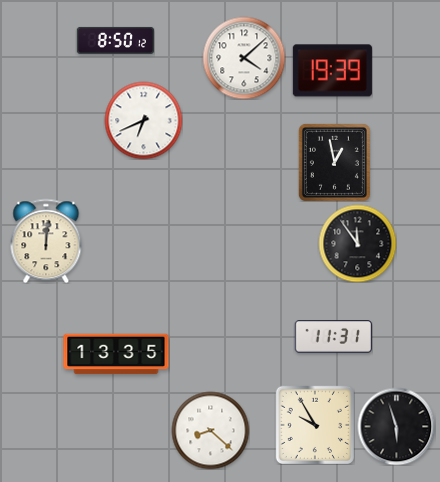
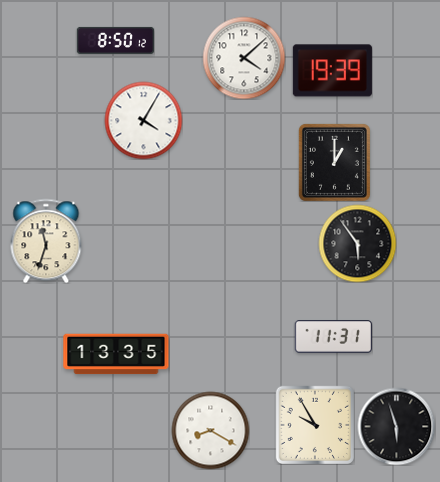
clock at (143, 120): 6:41 -> 4:05
clock at (334, 162): 12:58 -> 1:00
clock at (46, 241): 12:01 -> 11:33
clock at (357, 243): 11:54 -> 5:54
clock at (210, 430): 8:22 -> 8:20
